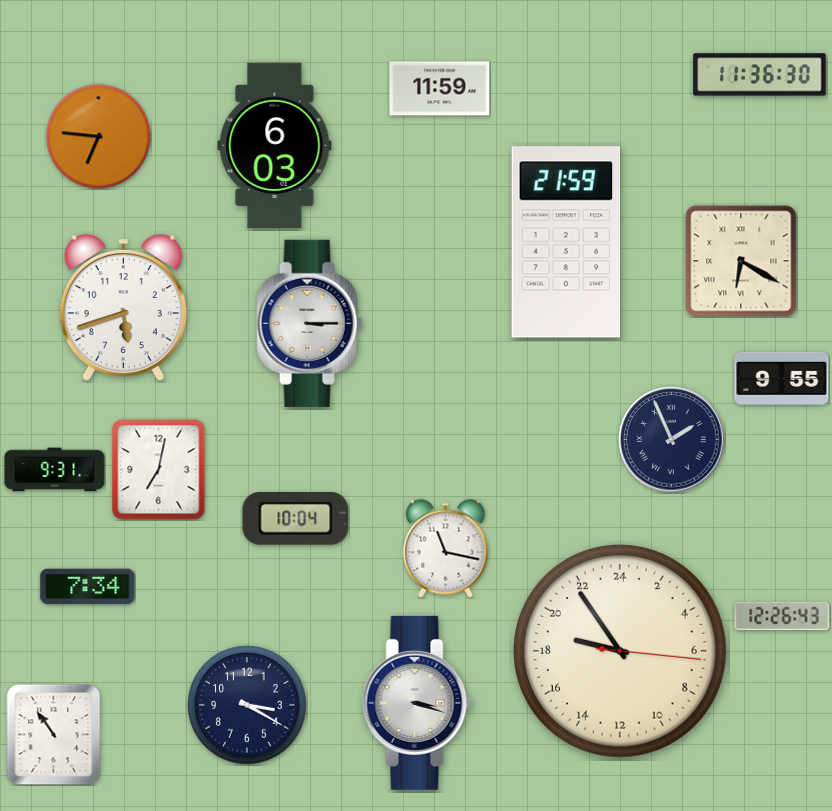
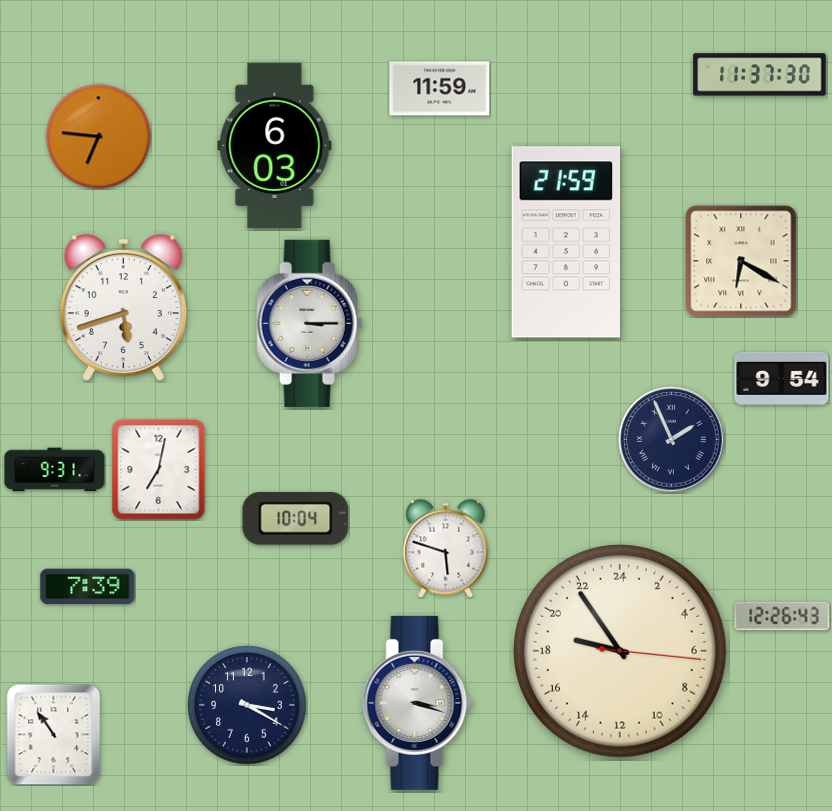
clock at (760, 75): 11:36 -> 11:37
clock at (782, 378): 9:55 -> 9:54
clock at (446, 549): 11:17 -> 5:48
clock at (88, 587): 7:34 -> 7:39
